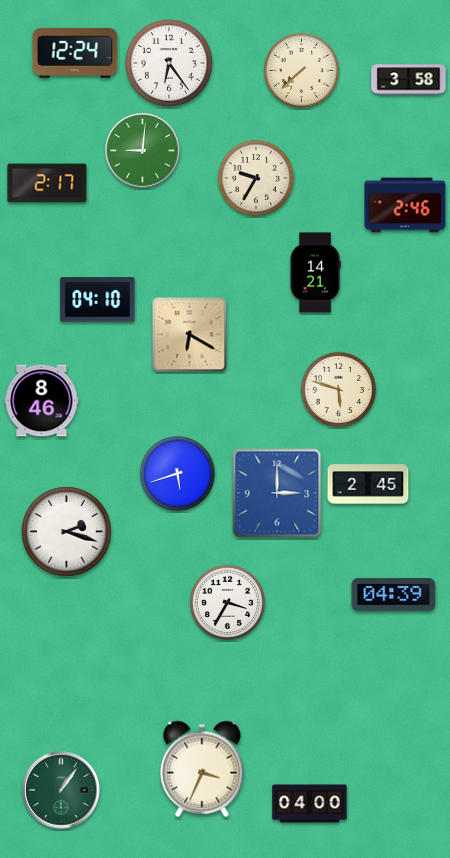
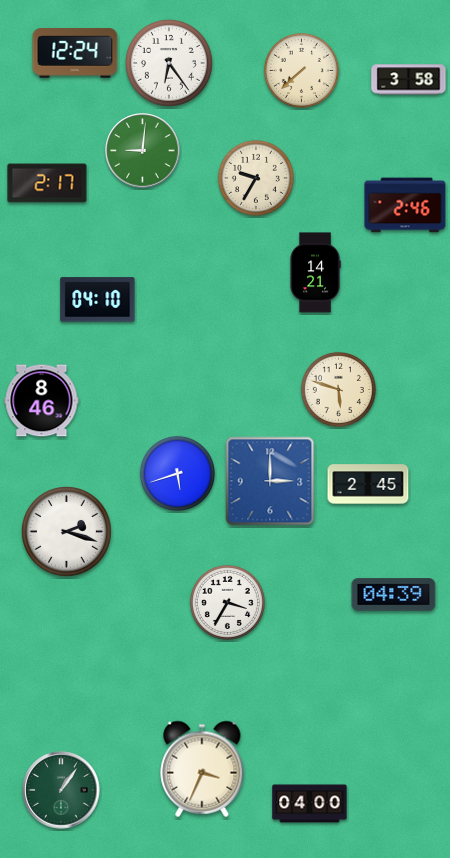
clock at (190, 335): 6:20 -> none
clock at (277, 493) position: (277, 493) -> (270, 481)
